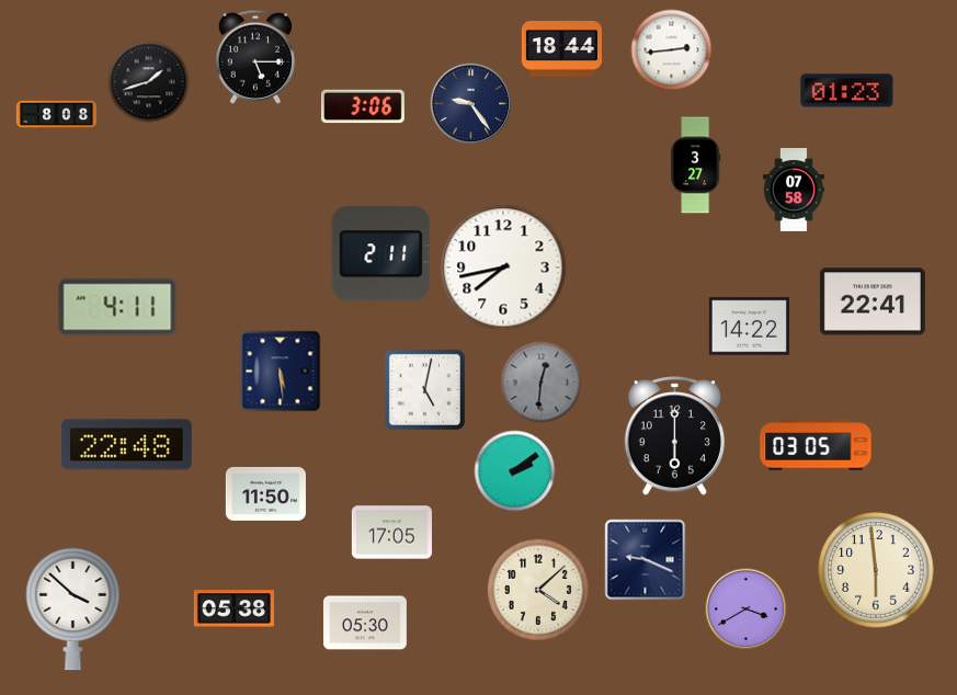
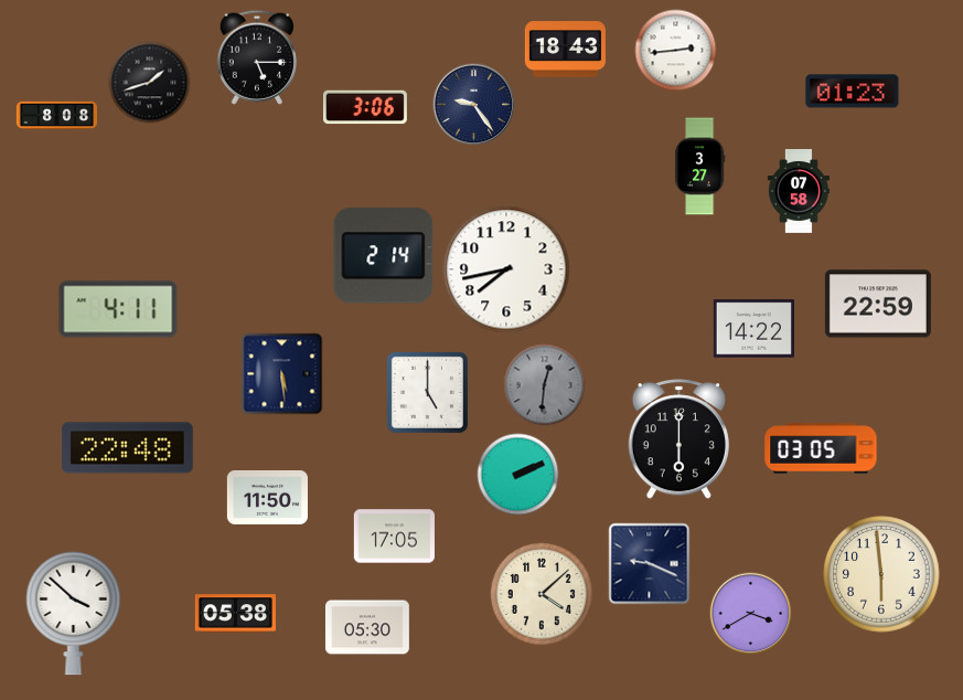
clock at (561, 49): 18:44 -> 18:43
clock at (381, 254): 2:11 -> 2:14
clock at (873, 301): 22:41 -> 22:59
clock at (424, 389): 5:02 -> 5:00
clock at (515, 471): 2:09 -> 2:11
